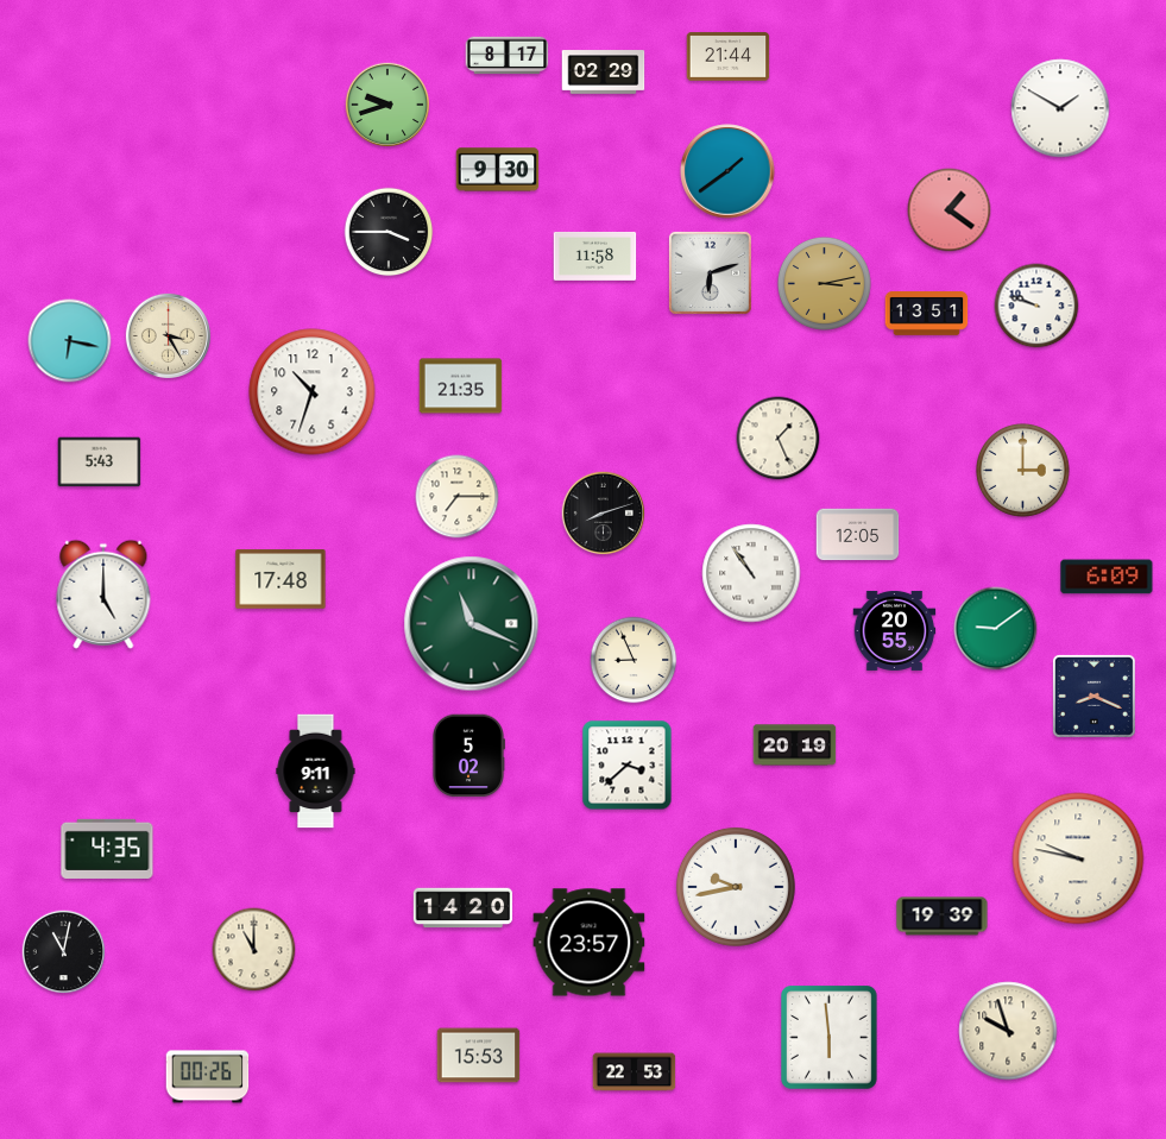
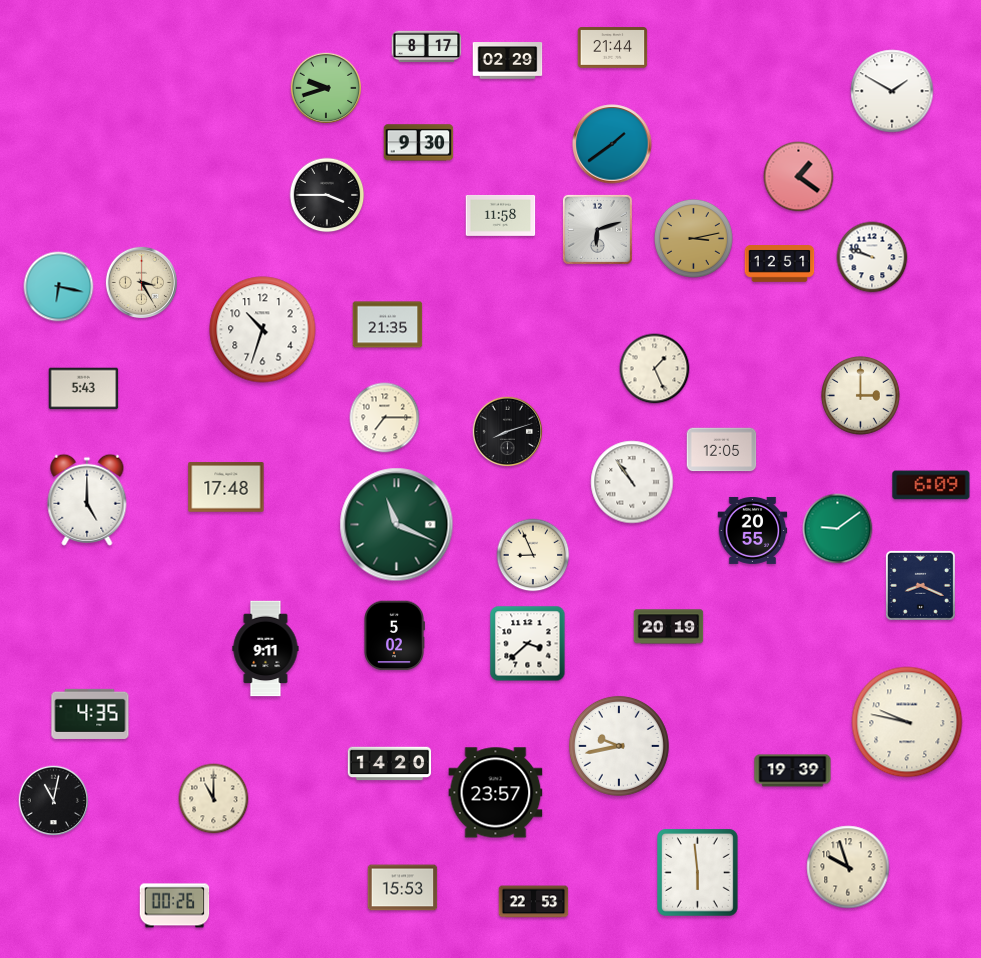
clock at (927, 314): 13:51 -> 12:51
clock at (281, 579) position: (281, 579) -> (226, 487)
